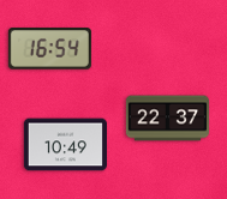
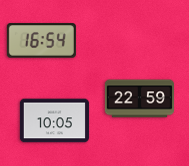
clock at (167, 119): 22:37 -> 22:59
clock at (65, 145): 10:49 -> 10:05
